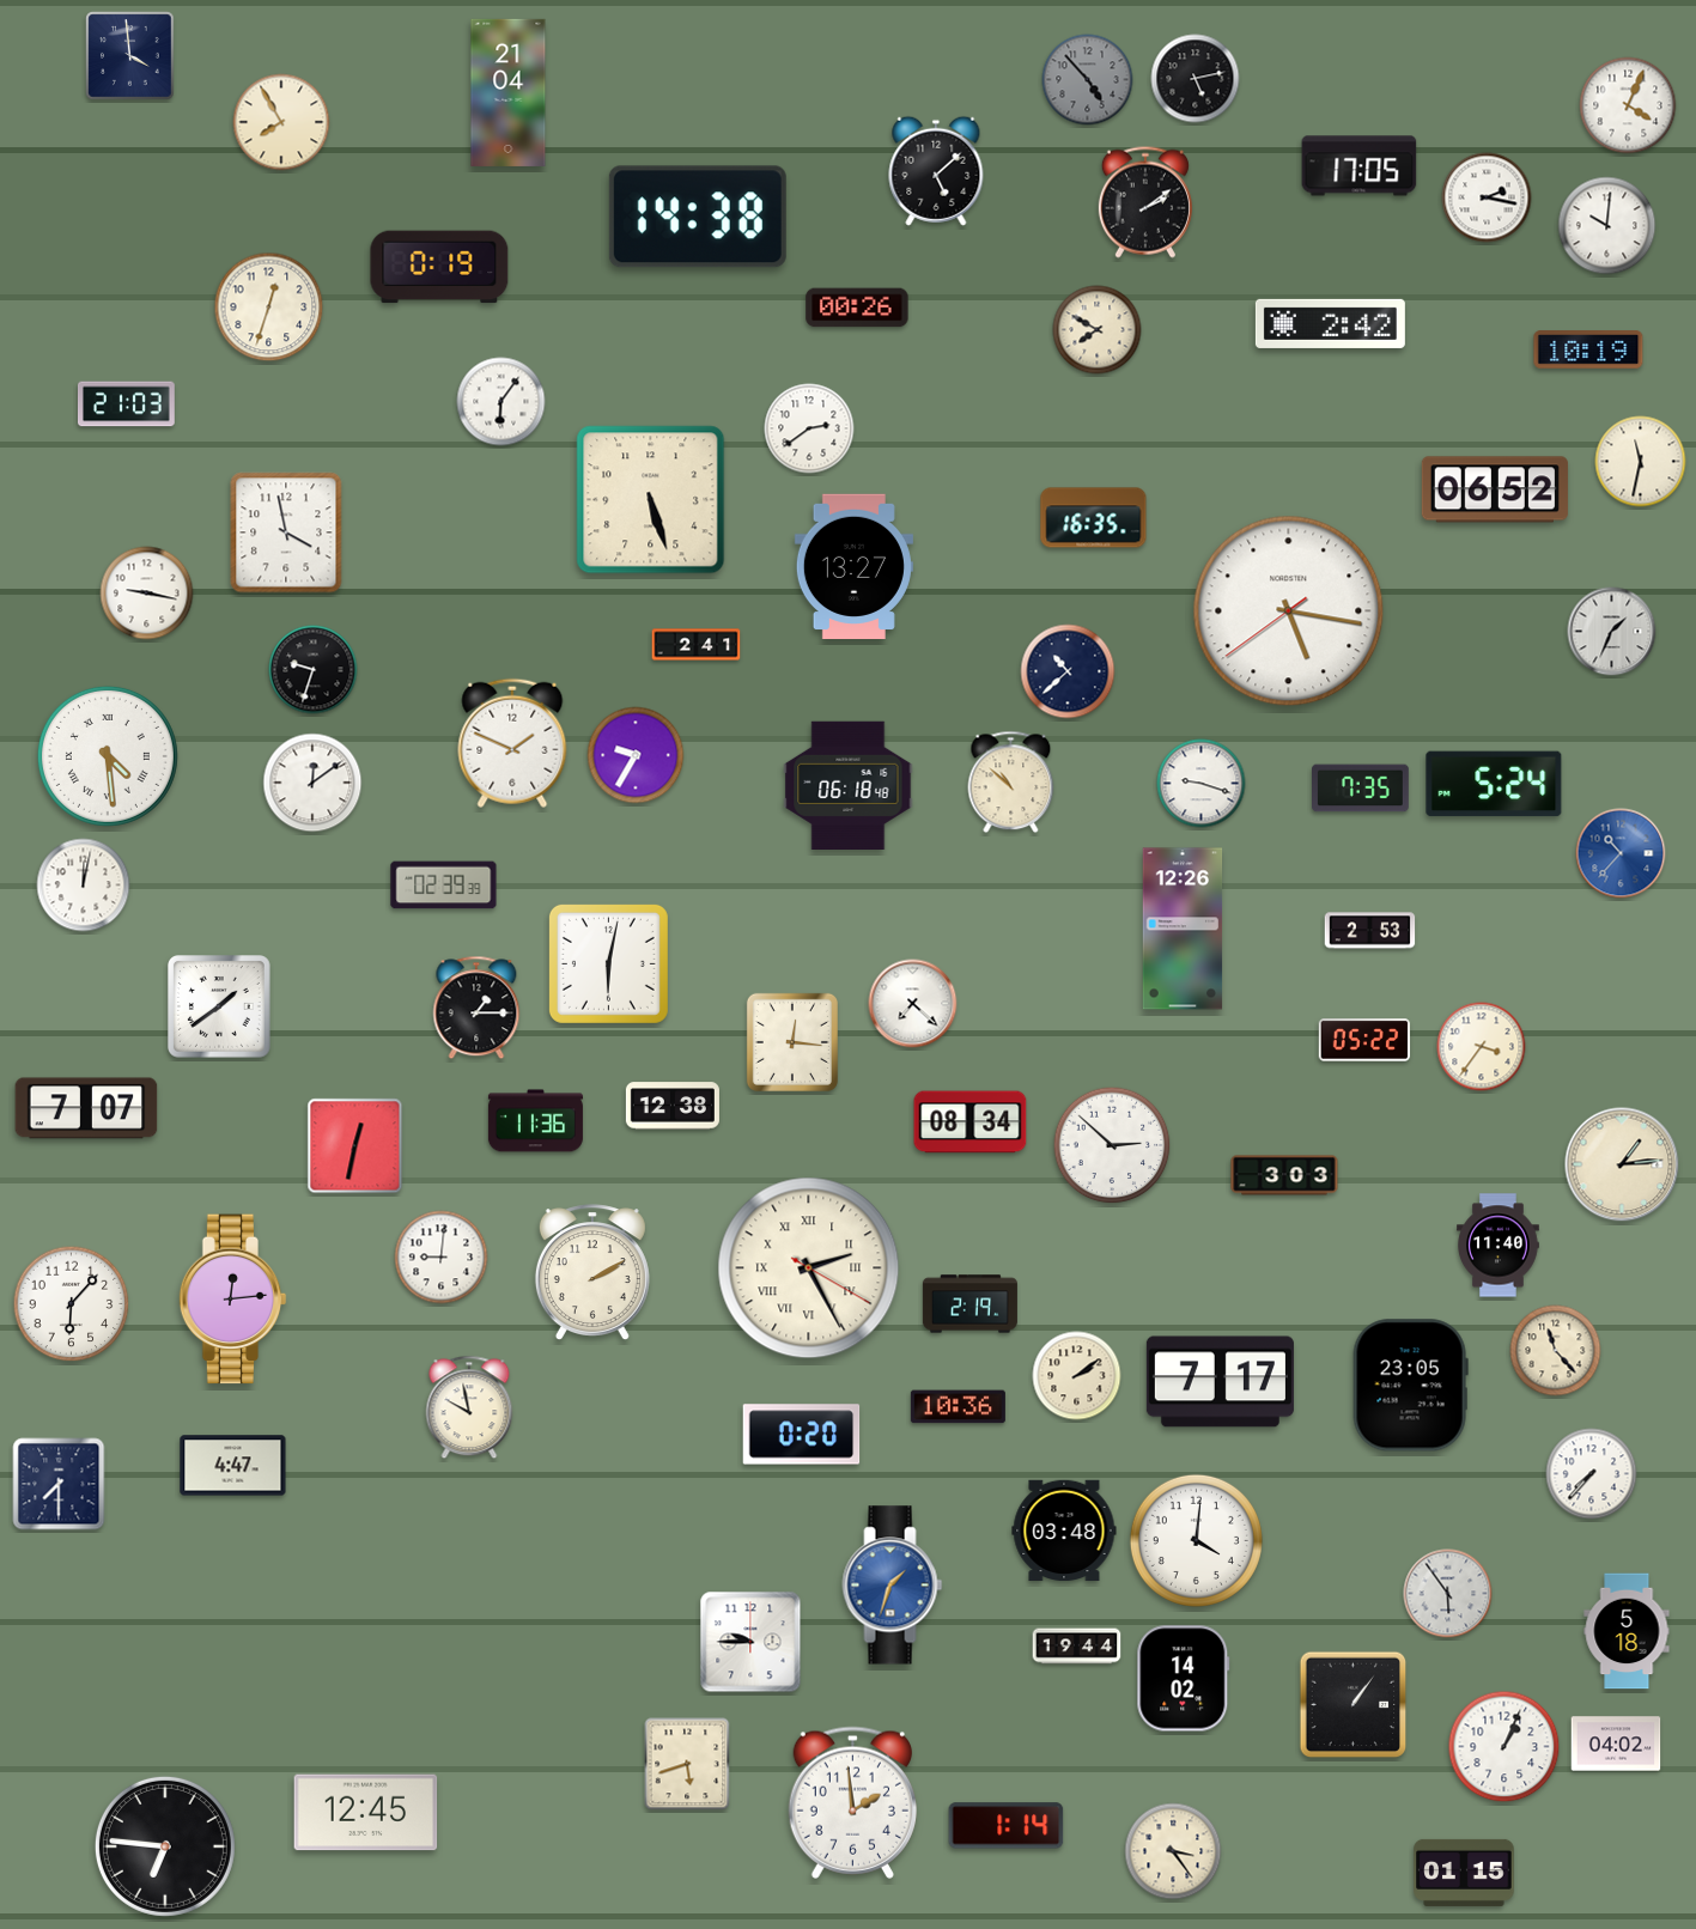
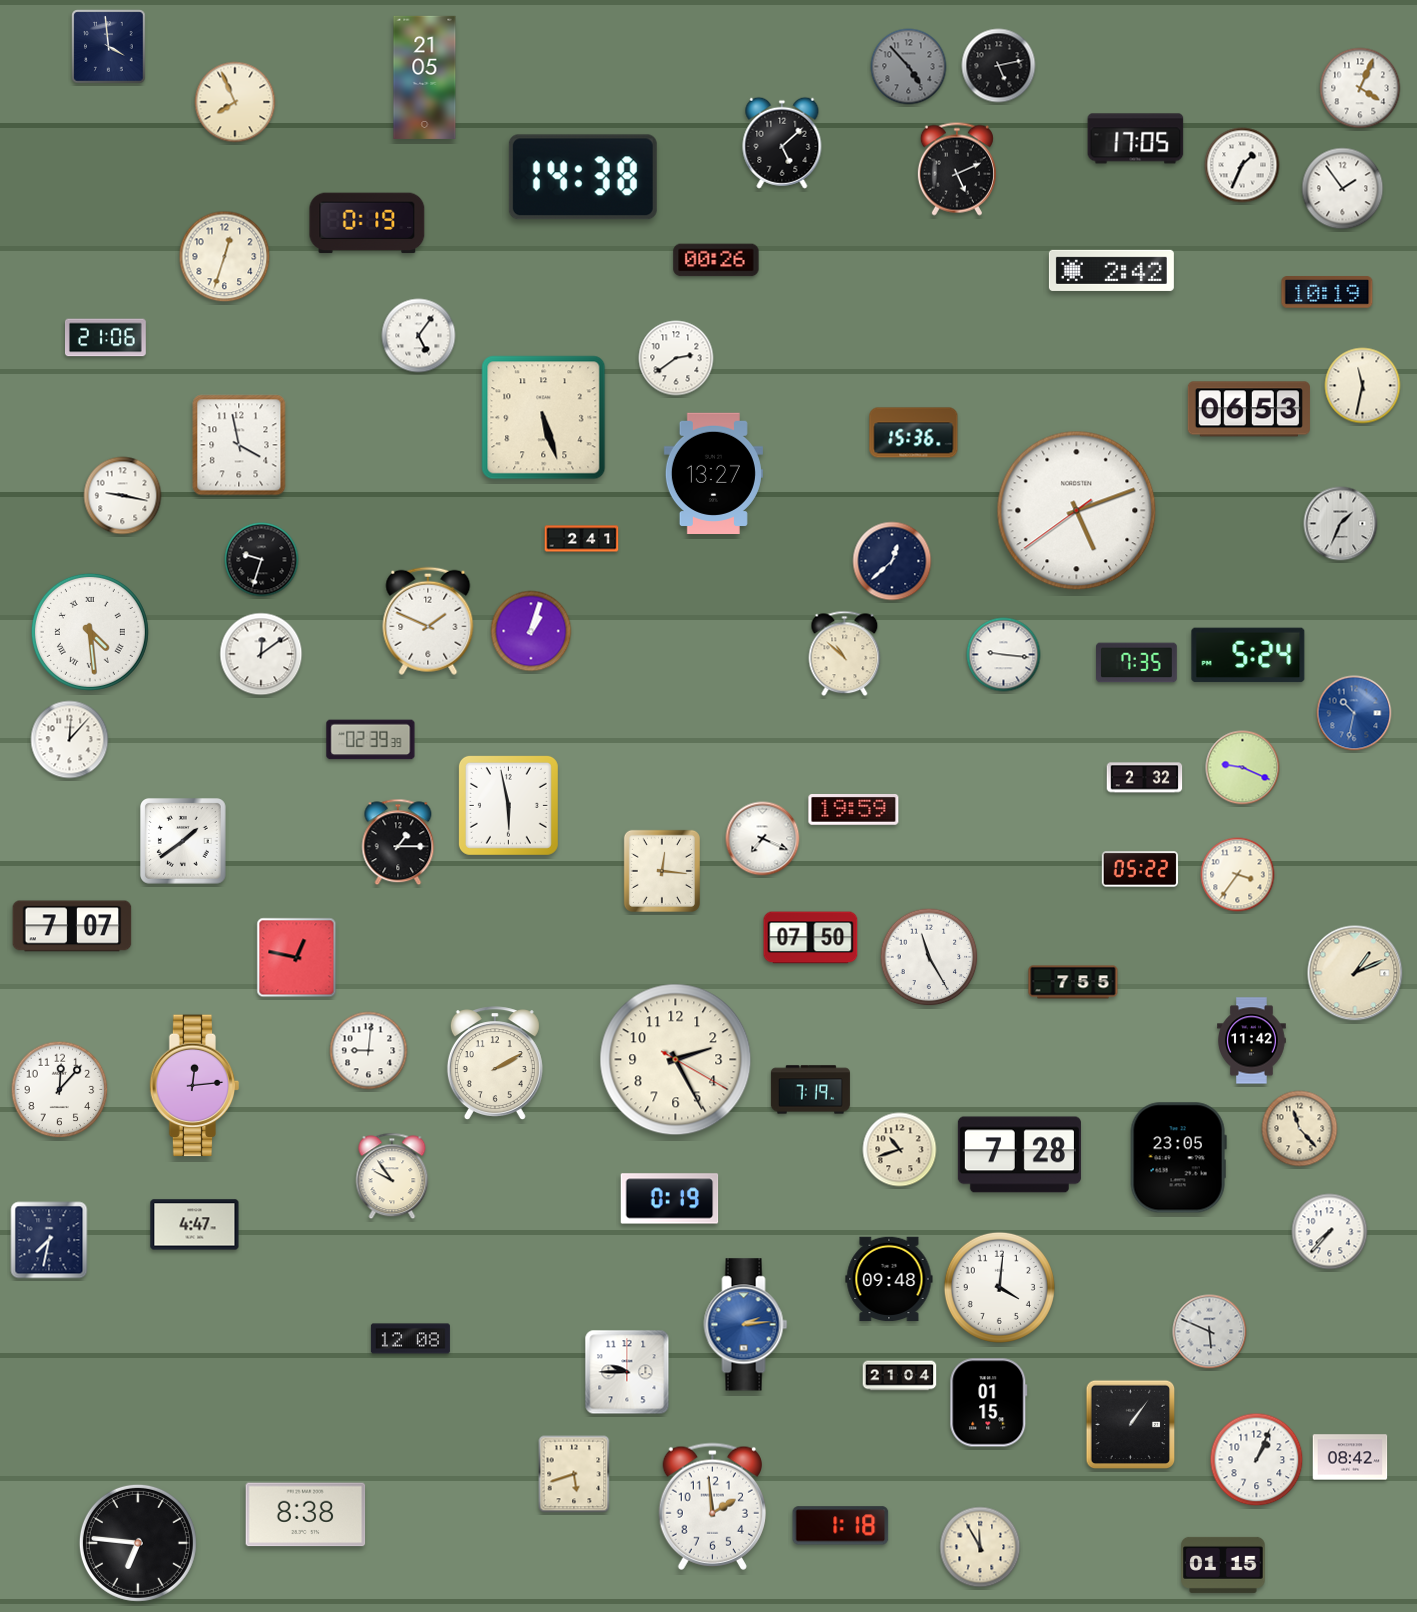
clock at (509, 92): 21:04 -> 21:05
clock at (281, 122): 7:55 -> 7:56
clock at (1487, 197): 2:17 -> 1:34
clock at (1145, 202): 2:09 -> 5:11
clock at (698, 217) position: (698, 217) -> (583, 177)
clock at (1607, 226): 10:01 -> 1:54
clock at (857, 308) position: (857, 308) -> (716, 260)
clock at (1098, 330): 7:50 -> none
clock at (501, 402): 6:06 -> 5:06
clock at (127, 404): 21:03 -> 21:06
clock at (1641, 462) position: (1641, 462) -> (1363, 386)
clock at (1495, 489): 06:52 -> 06:53
clock at (1094, 518): 16:35 -> 15:36
clock at (1289, 611): 5:16 -> 5:11
clock at (1612, 632) position: (1612, 632) -> (1341, 524)
clock at (1068, 671): 10:38 -> 12:38
clock at (636, 755): 9:35 -> 1:03
clock at (1202, 784): 9:18 -> 9:16
clock at (849, 785): 06:18 -> none
clock at (1361, 789) position: (1361, 789) -> (1137, 663)
clock at (1621, 853): 10:37 -> 10:32
clock at (84, 886): 12:02 -> 12:07
clock at (1243, 768): none -> 9:19
clock at (1183, 929): 12:26 -> none
clock at (1370, 931): 2:53 -> 2:32
clock at (608, 963): 6:02 -> 5:58
clock at (854, 810): none -> 19:59
clock at (913, 1004): 7:22 -> 7:19
clock at (673, 1106): 12:38 -> none
clock at (535, 1121): 11:36 -> none
clock at (971, 1122): 08:34 -> 07:50
clock at (1112, 1145): 2:52 -> 11:25
clock at (355, 1146): 12:32 -> 12:47
clock at (1622, 1164): 1:14 -> 1:11
clock at (1284, 1175): 3:03 -> 7:55
clock at (1499, 1246): 11:40 -> 11:42
clock at (809, 1268) numerals: Roman -> Arabic
clock at (72, 1304): 6:07 -> 12:07
clock at (969, 1304): 2:19 -> 7:19
clock at (1077, 1376): 2:09 -> 10:42
clock at (1220, 1382): 7:17 -> 7:28
clock at (469, 1407): 9:58 -> 9:54
clock at (958, 1407): 10:36 -> none
clock at (802, 1435): 0:20 -> 0:19
clock at (59, 1484): 7:30 -> 7:32
clock at (1064, 1531): 03:48 -> 09:48
clock at (893, 1586): 1:33 -> 2:14
clock at (1448, 1594): 5:54 -> 5:49
clock at (410, 1339): none -> 12:08
clock at (1627, 1631): 5:18 -> none
clock at (1077, 1647): 19:44 -> 21:04
clock at (1184, 1679): 14:02 -> 01:15
clock at (1616, 1744): 04:02 -> 08:42
clock at (366, 1813): 12:45 -> 8:38
clock at (1007, 1826): 1:14 -> 1:18
clock at (1173, 1851): 3:24 -> 11:55
